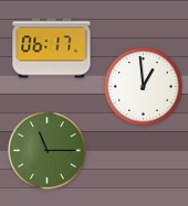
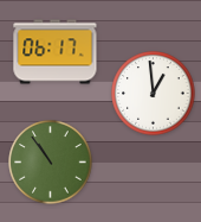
clock at (48, 151): 11:15 -> 10:54
